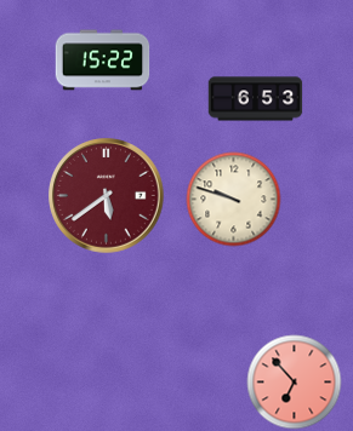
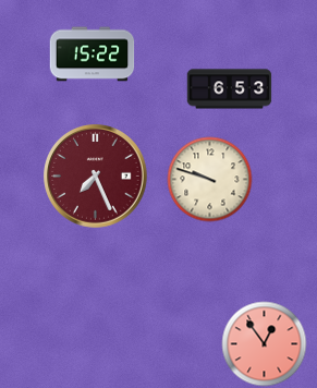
clock at (107, 196): 5:39 -> 7:26
clock at (294, 381): 6:53 -> 12:54
